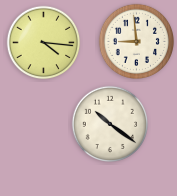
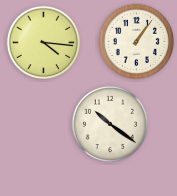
clock at (137, 42): 8:59 -> 1:06
